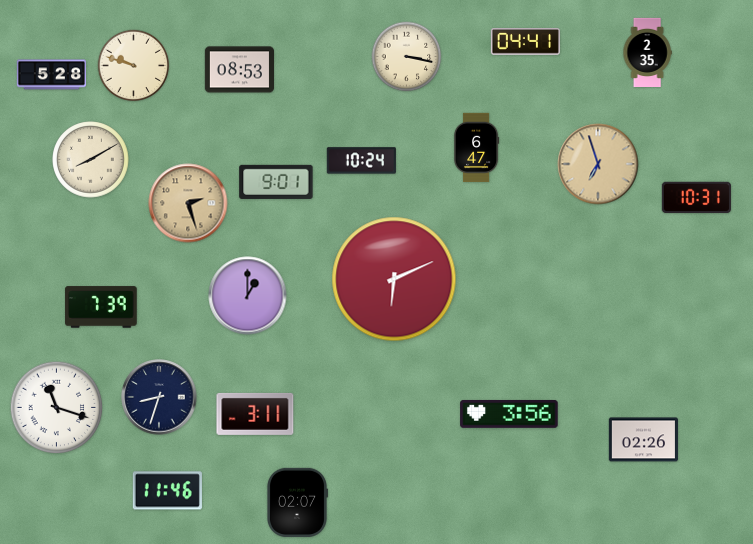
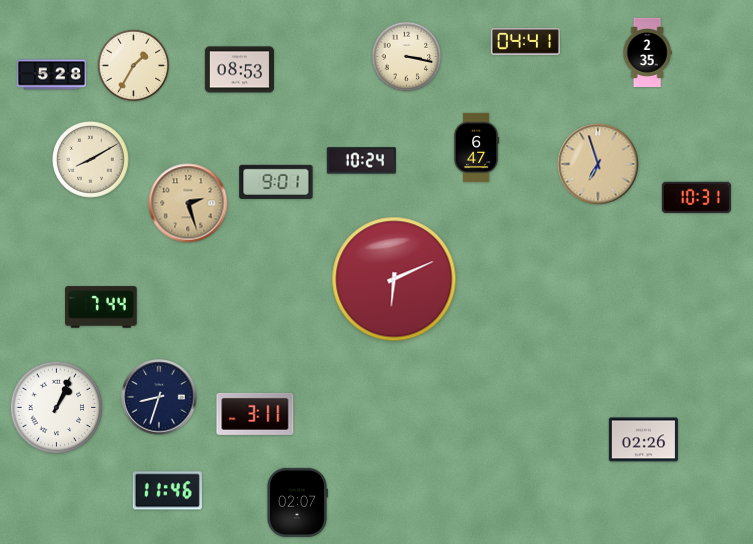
clock at (134, 66): 9:48 -> 1:35
clock at (248, 296): 1:00 -> none
clock at (101, 307): 7:39 -> 7:44
clock at (57, 408): 11:18 -> 1:04
clock at (509, 414): 3:56 -> none
